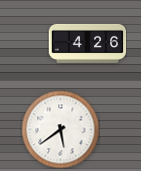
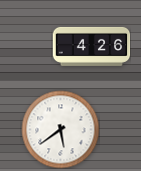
clock at (87, 43) position: (87, 43) -> (91, 46)
